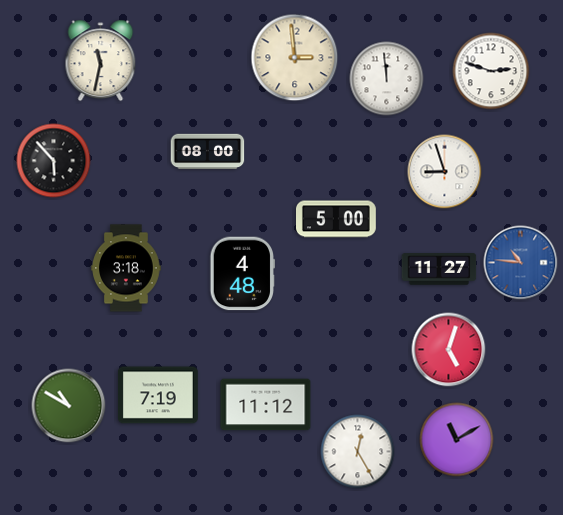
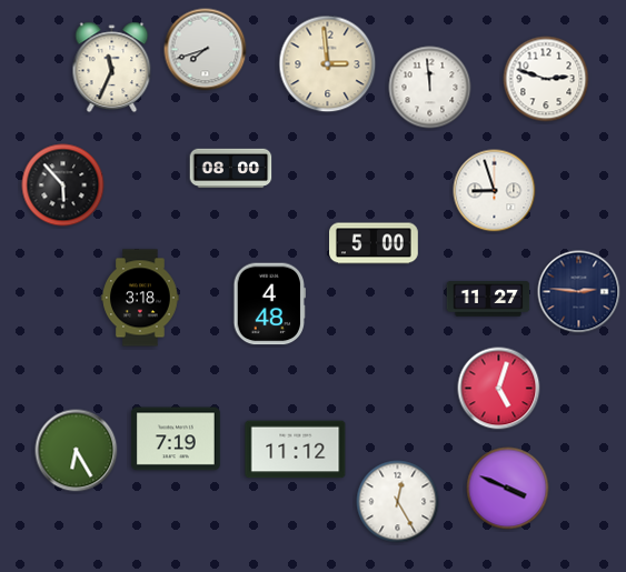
clock at (206, 50): none -> 7:42
clock at (101, 61): 11:32 -> 11:34
clock at (54, 161) position: (54, 161) -> (63, 185)
clock at (521, 263): 10:46 -> 2:46
clock at (521, 263) dial: blue -> navy
clock at (69, 406): 10:50 -> 6:25
clock at (457, 440): 11:10 -> 3:49
